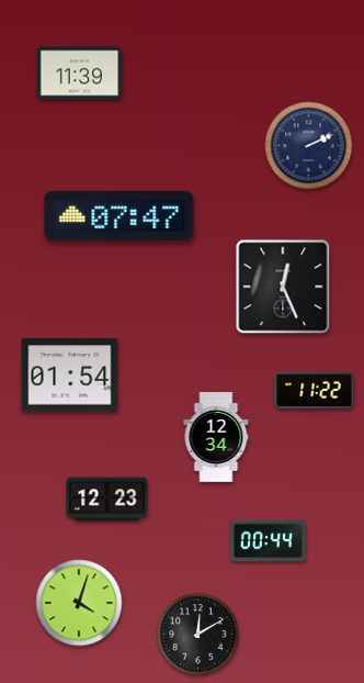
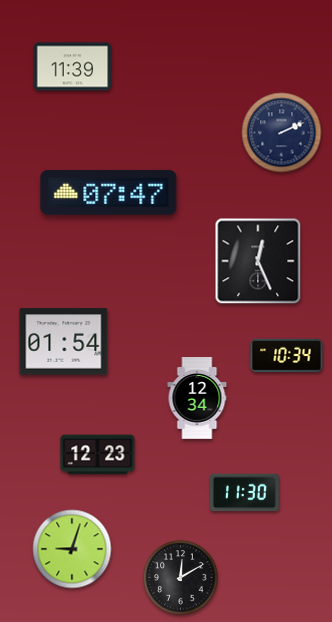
clock at (120, 215) position: (120, 215) -> (109, 192)
clock at (315, 391): 11:22 -> 10:34
clock at (269, 541): 00:44 -> 11:30
clock at (79, 603): 4:03 -> 9:03
